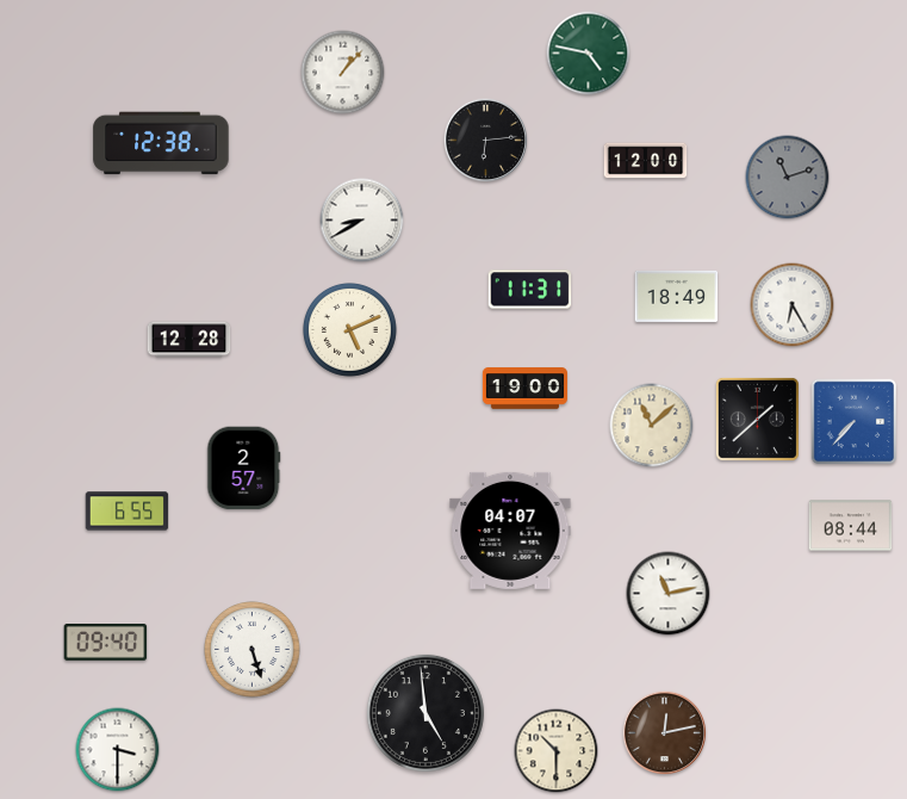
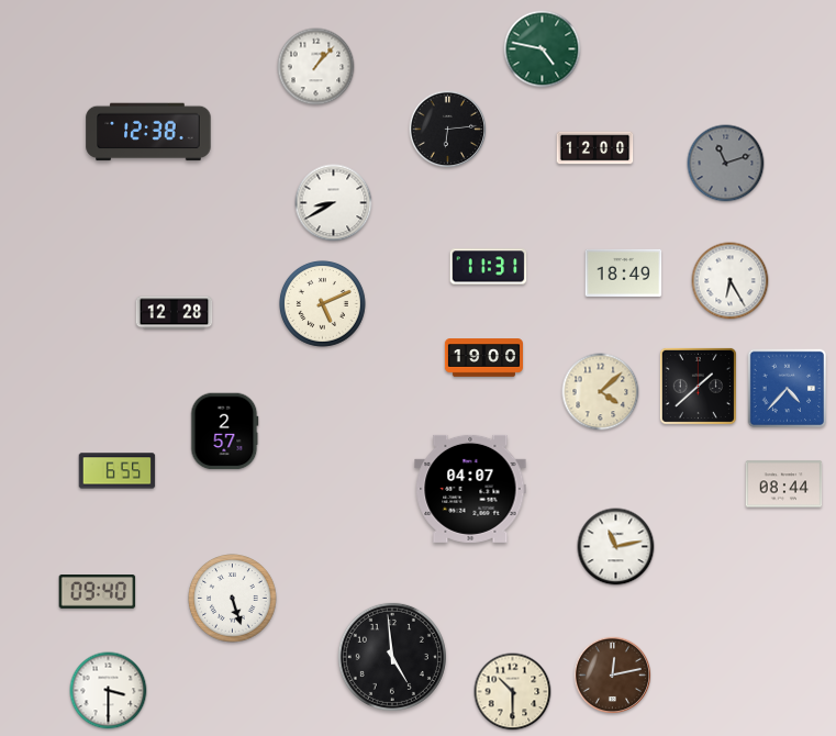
clock at (855, 422): 7:37 -> 4:37
clock at (652, 426): 11:08 -> 4:08
